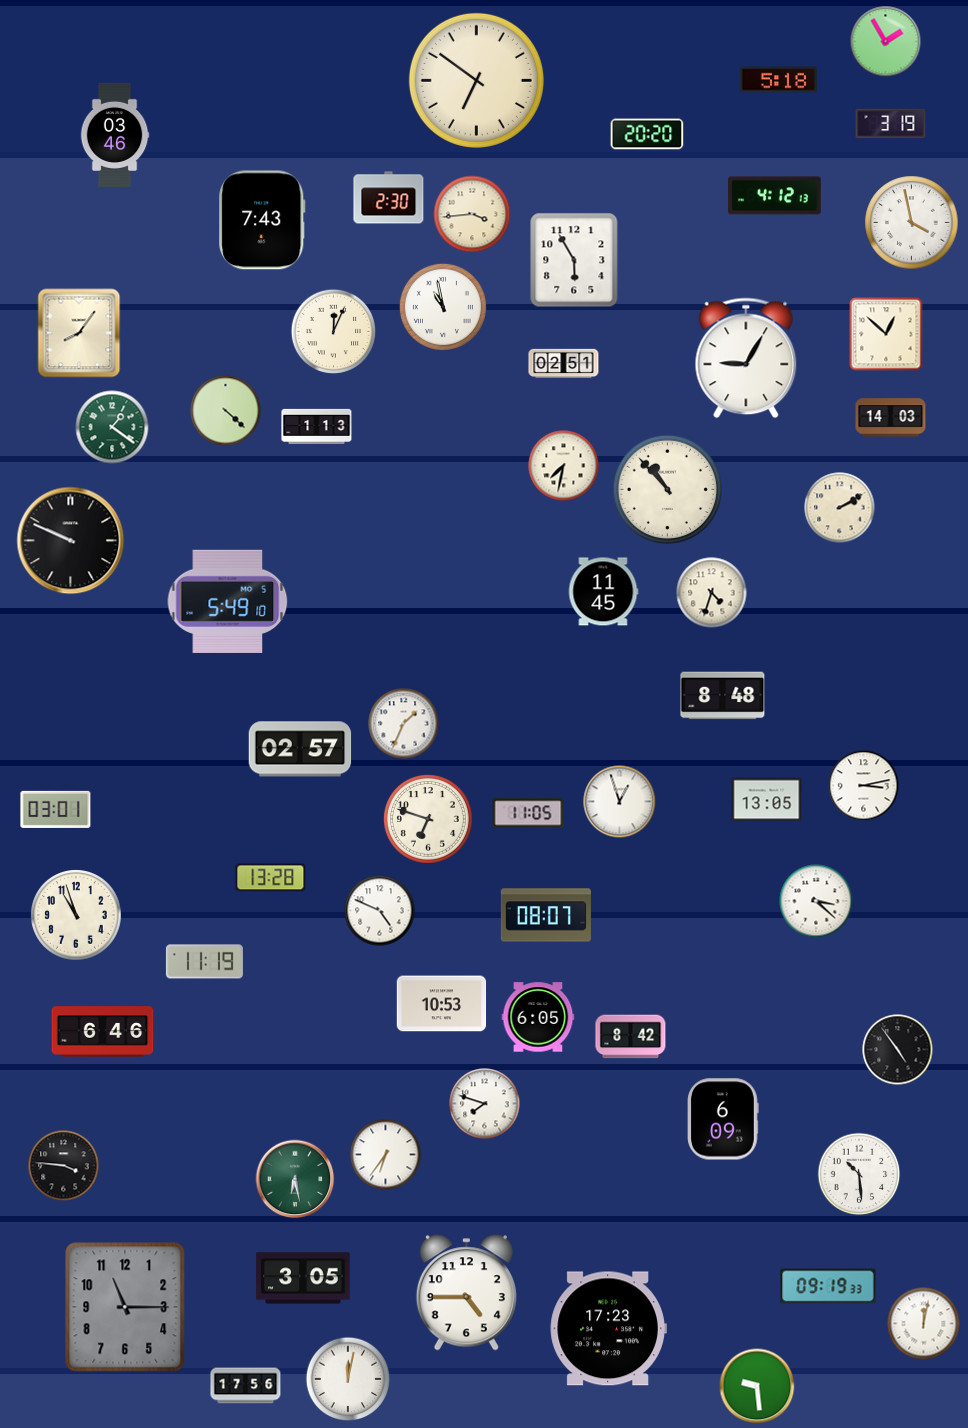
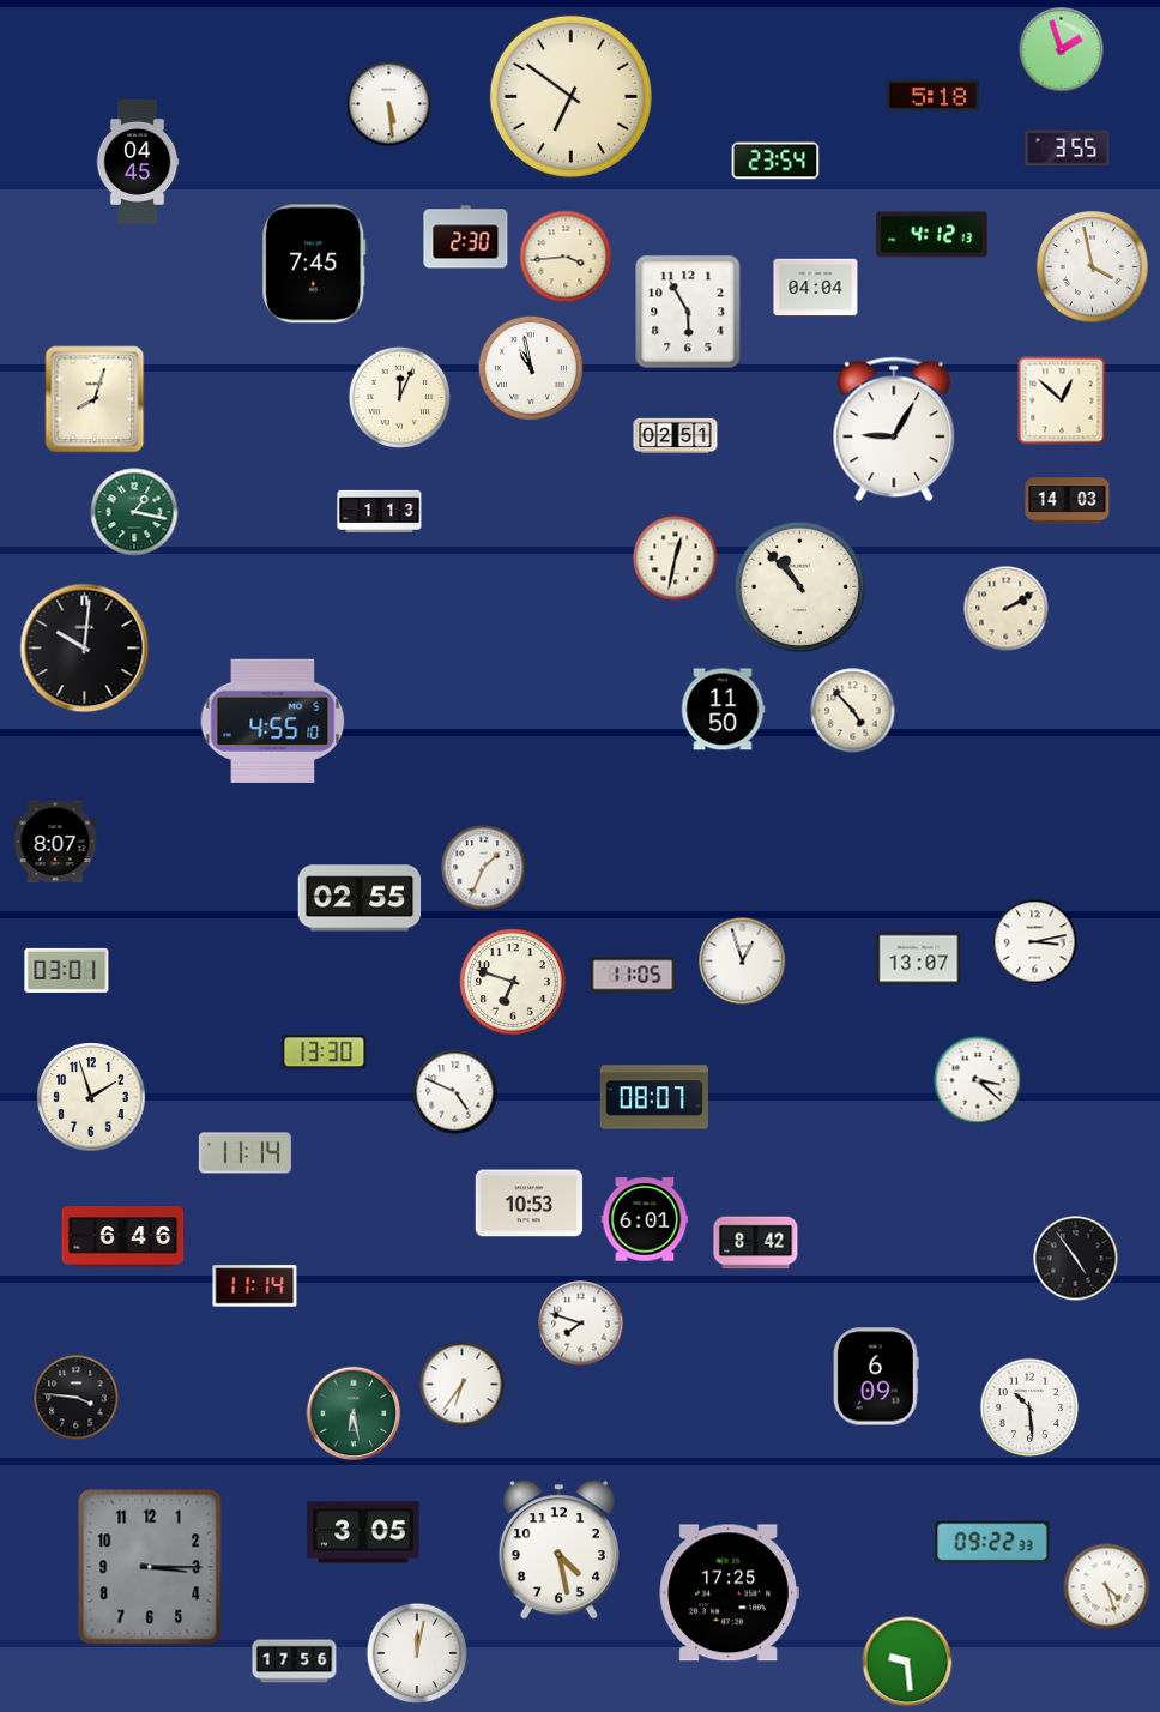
clock at (886, 42): 1:55 -> 1:57
clock at (389, 104): none -> 5:29
clock at (891, 124): 3:19 -> 3:55
clock at (647, 134): 20:20 -> 23:54
clock at (115, 135): 03:46 -> 04:45
clock at (775, 196) position: (775, 196) -> (932, 235)
clock at (262, 220): 7:43 -> 7:45
clock at (816, 288): none -> 04:04
clock at (79, 333): 8:06 -> 8:03
clock at (226, 411): 4:22 -> none
clock at (112, 427): 1:21 -> 1:17
clock at (564, 466): 7:32 -> 12:32
clock at (71, 541): 9:49 -> 10:01
clock at (603, 592): 11:45 -> 11:50
clock at (712, 593): 4:33 -> 4:53
clock at (228, 601): 5:49 -> 4:55
clock at (723, 696): 8:48 -> none
clock at (55, 842): none -> 8:07
clock at (300, 749): 02:57 -> 02:55
clock at (767, 800): 13:05 -> 13:07
clock at (271, 878): 13:28 -> 13:30
clock at (76, 915): 10:57 -> 1:57
clock at (204, 962): 11:19 -> 11:14
clock at (538, 1017): 6:05 -> 6:01
clock at (255, 1286): none -> 11:14
clock at (724, 1119) position: (724, 1119) -> (877, 1376)
clock at (828, 1286): 09:19 -> 09:22
clock at (466, 1293): 4:45 -> 4:28
clock at (125, 1307): 11:15 -> 3:15
clock at (924, 1324): 12:02 -> 4:27
clock at (608, 1329): 17:23 -> 17:25
